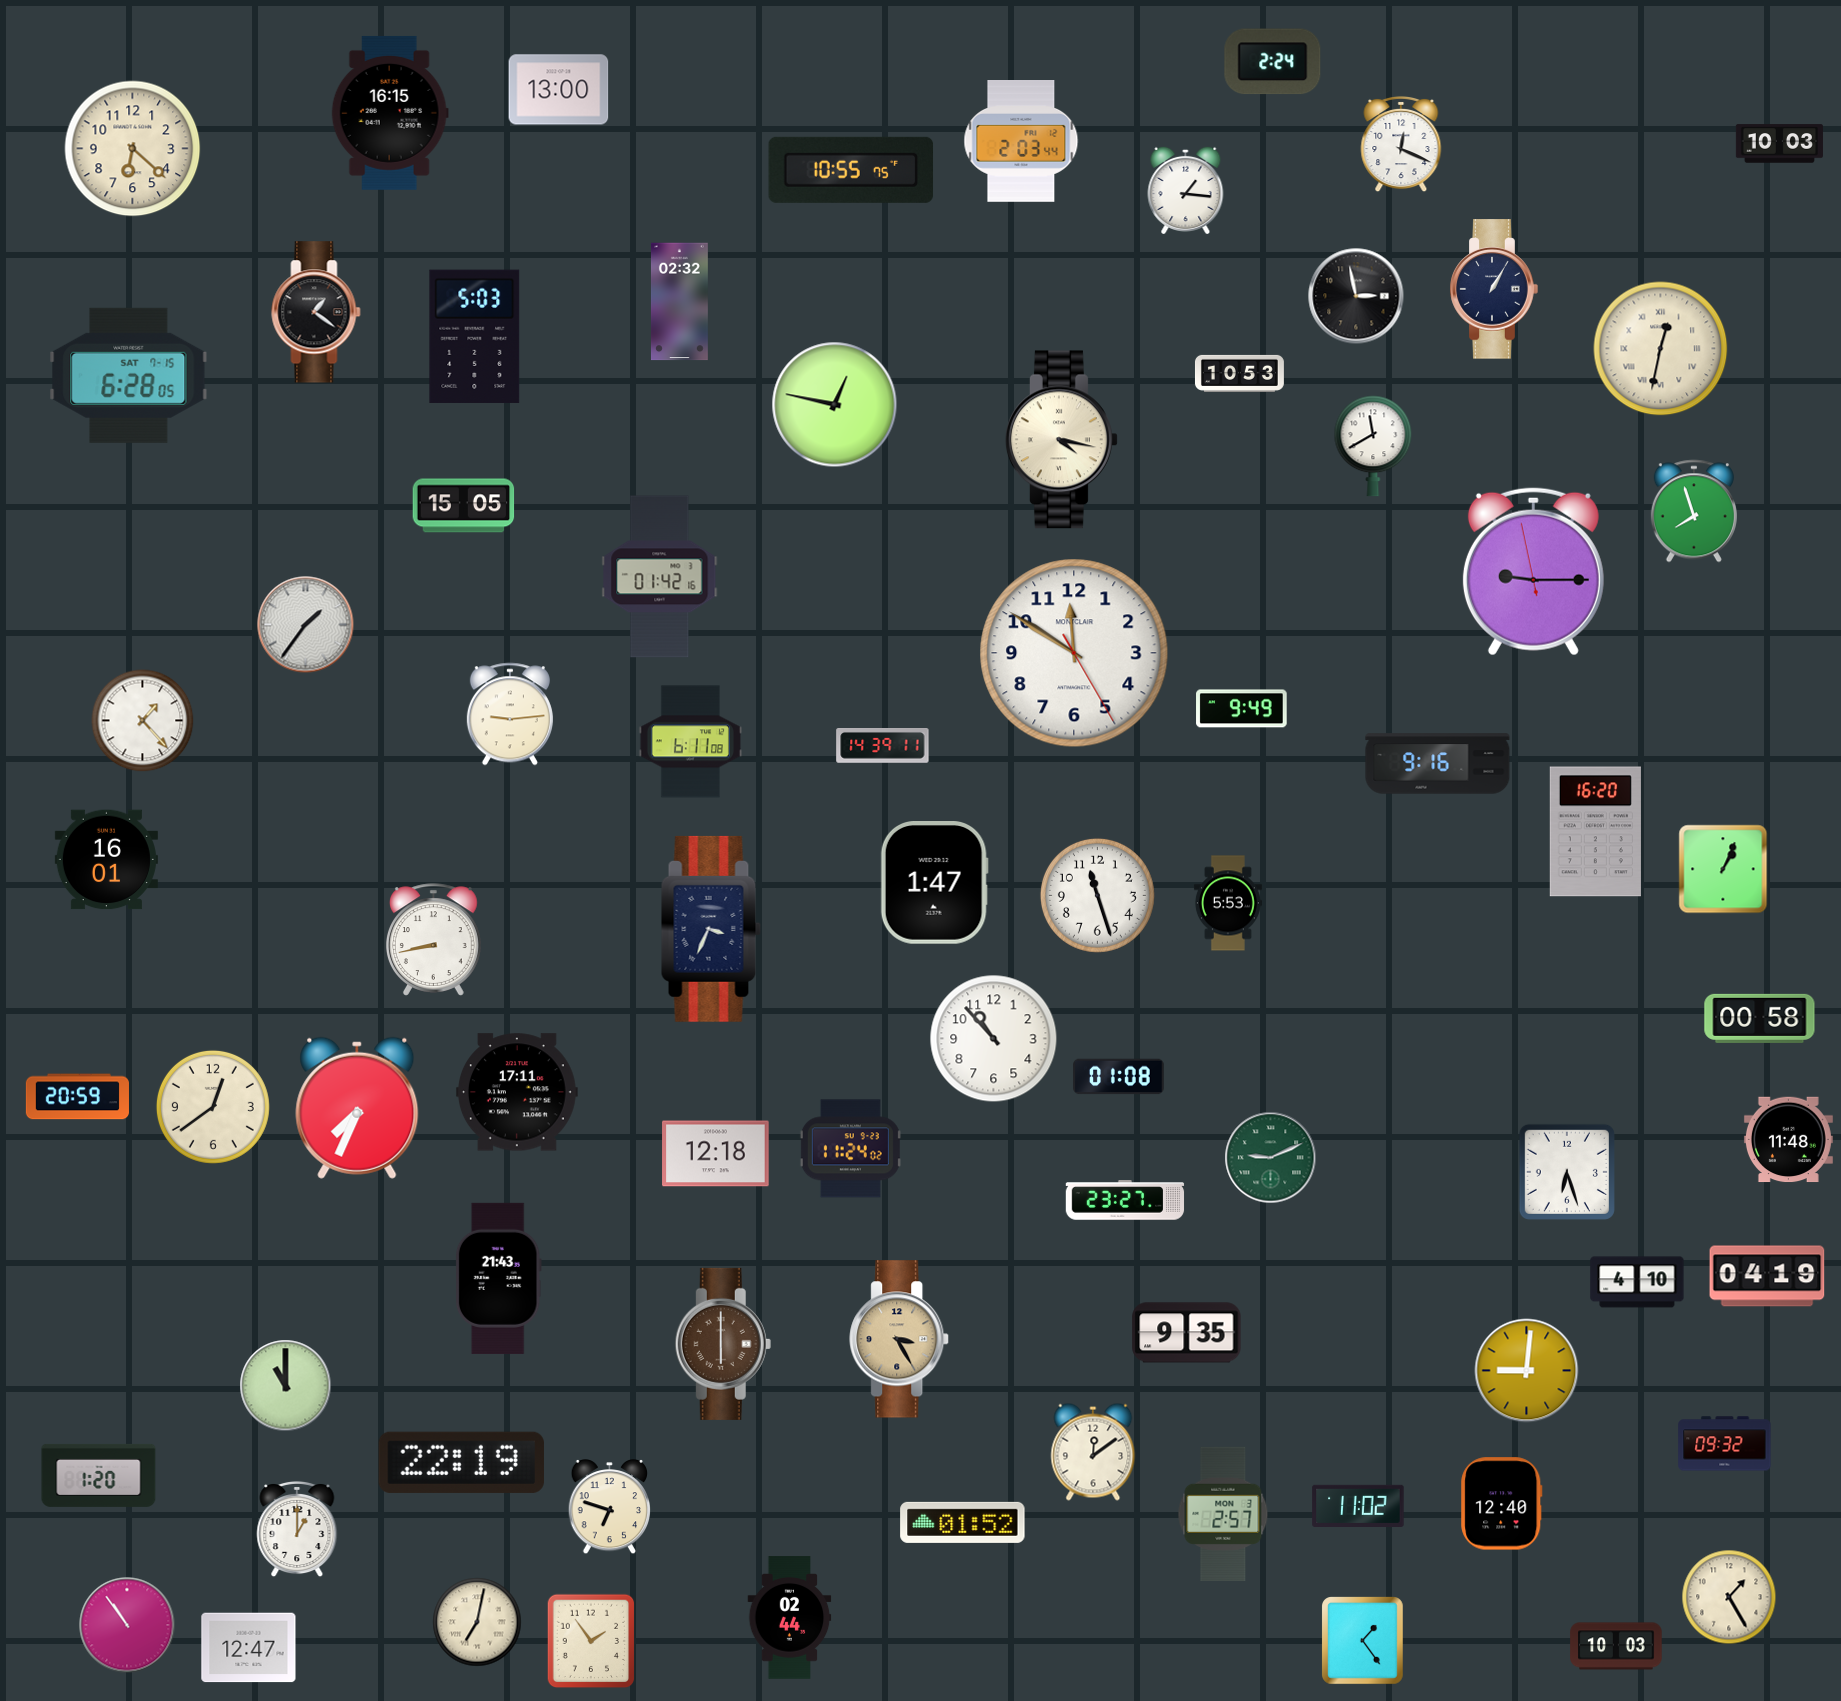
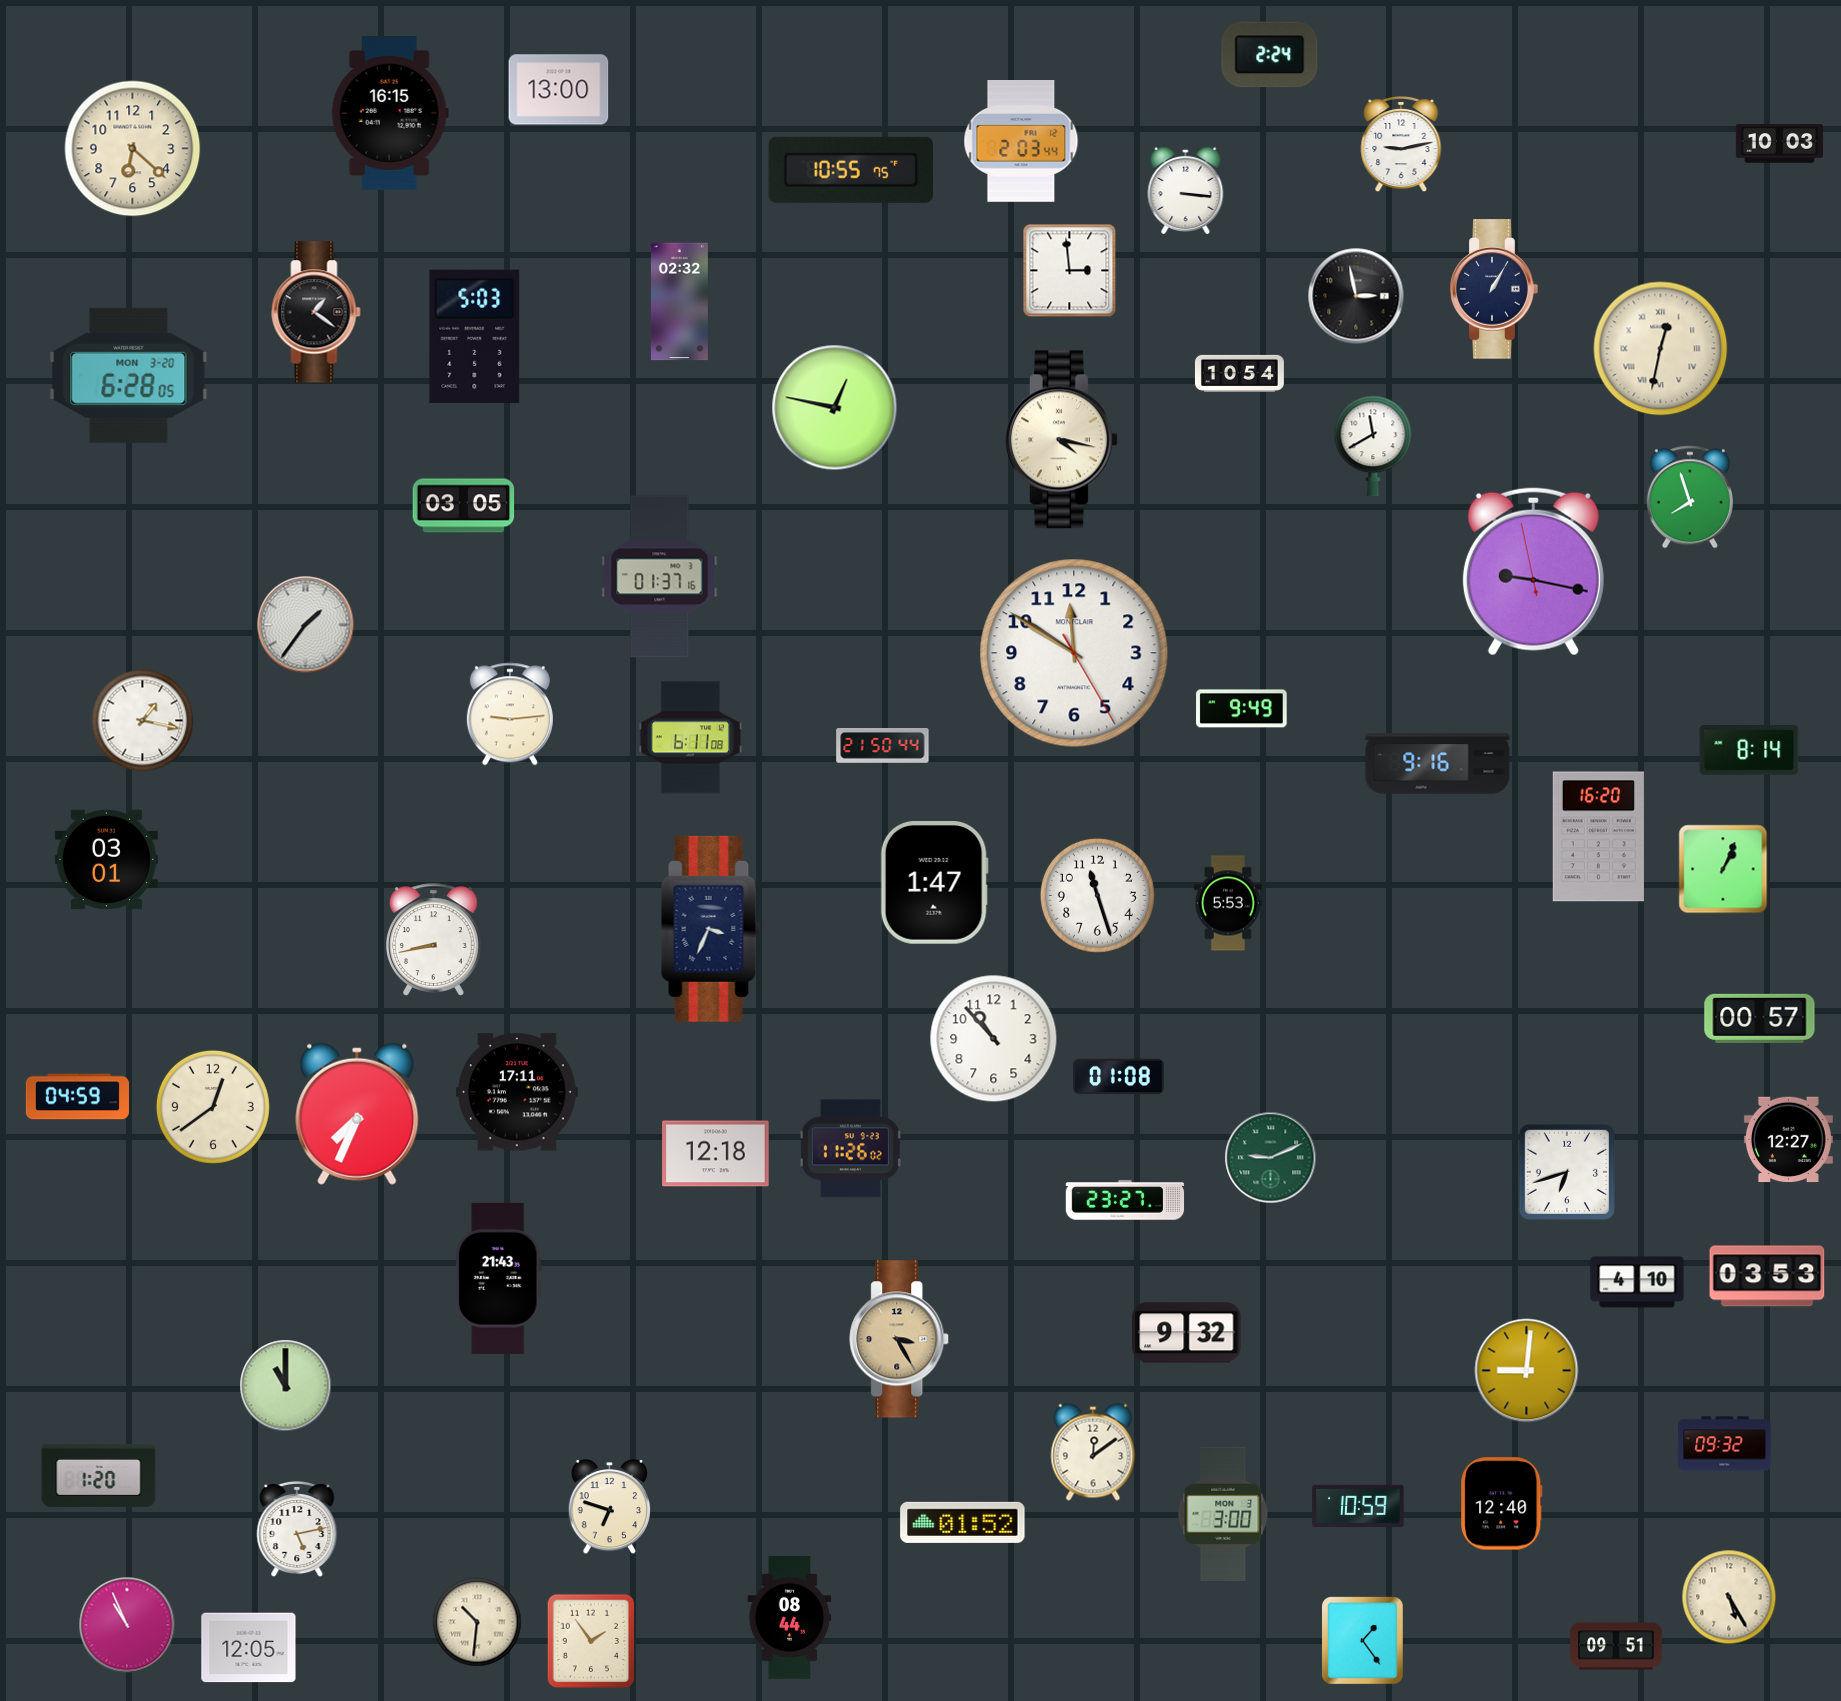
clock at (1273, 62) position: (1273, 62) -> (1270, 55)
clock at (1401, 144): 12:19 -> 9:13
clock at (1186, 190): 1:16 -> 3:16
clock at (1070, 271): none -> 2:59
clock at (1239, 373): 10:53 -> 10:54
clock at (129, 375) date: SAT 7-15 -> MON 3-20
clock at (835, 405) position: (835, 405) -> (835, 408)
clock at (464, 506): 15:05 -> 03:05
clock at (1694, 511) position: (1694, 511) -> (1690, 497)
clock at (1533, 572): 9:14 -> 9:16
clock at (660, 577): 01:42 -> 01:37
clock at (143, 721): 1:23 -> 1:17
clock at (690, 742) position: (690, 742) -> (690, 738)
clock at (883, 746): 14:39 -> 21:50
clock at (1749, 750): none -> 8:14
clock at (1595, 832) position: (1595, 832) -> (1598, 837)
clock at (106, 860): 16:01 -> 03:01
clock at (1760, 1018): 00:58 -> 00:57
clock at (77, 1097): 20:59 -> 04:59
clock at (357, 1108) position: (357, 1108) -> (357, 1114)
clock at (1788, 1140): 11:48 -> 12:27
clock at (850, 1149): 11:24 -> 11:26
clock at (1567, 1172): 6:27 -> 6:42
clock at (1767, 1276): 04:19 -> 03:53
clock at (1187, 1333): 9:35 -> 9:32
clock at (723, 1344): 6:00 -> none
clock at (461, 1462): 22:19 -> none
clock at (1358, 1505): 11:02 -> 10:59
clock at (1223, 1513): 2:57 -> 3:00
clock at (297, 1529): 1:00 -> 5:13
clock at (1729, 1597): 1:25 -> 5:25
clock at (790, 1618): 02:44 -> 08:44
clock at (477, 1622): 7:02 -> 10:31
clock at (127, 1625): 10:54 -> 10:56
clock at (1616, 1646): 10:03 -> 09:51
clock at (249, 1648): 12:47 -> 12:05
